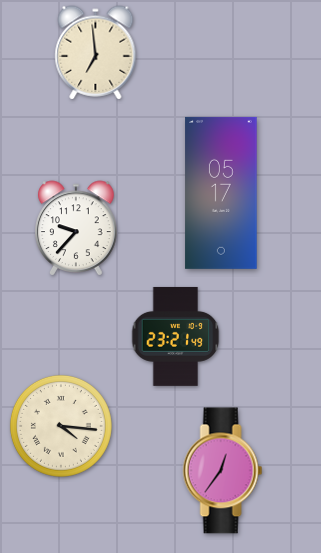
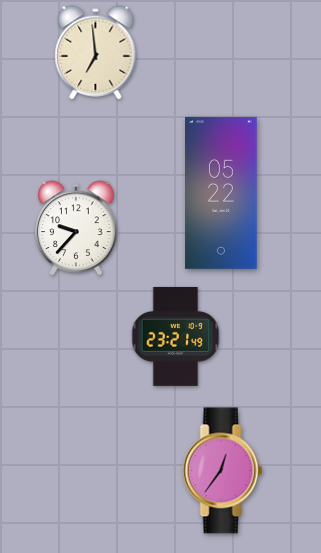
clock at (221, 193): 05:17 -> 05:22
clock at (61, 426): 4:16 -> none
